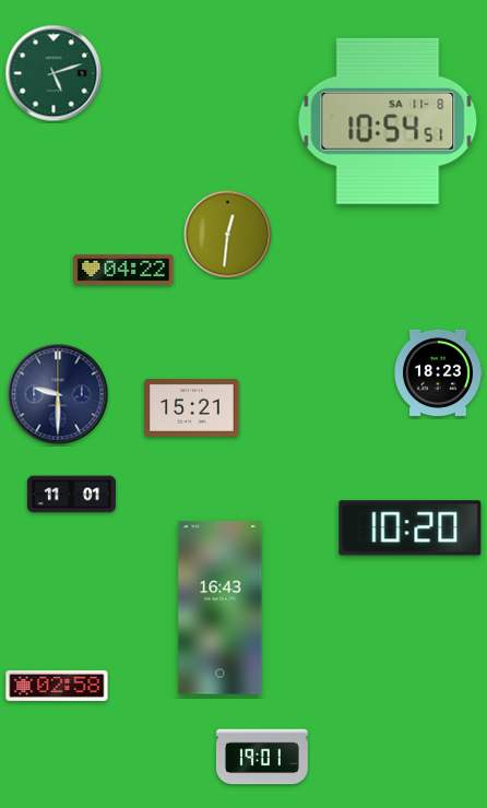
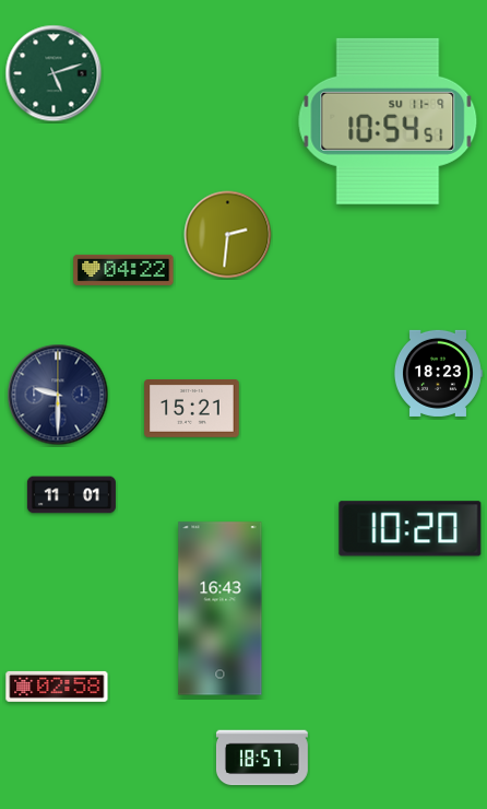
clock at (388, 121) date: SA 11-8 -> SU 11-9
clock at (228, 235): 12:31 -> 2:31
clock at (262, 757): 19:01 -> 18:57
